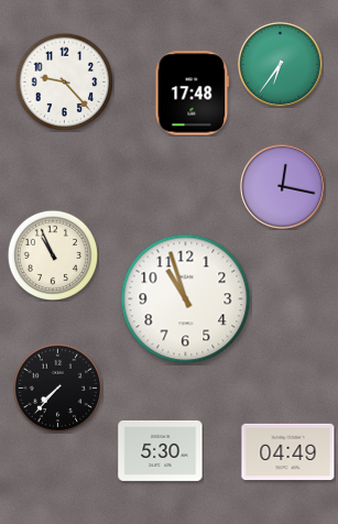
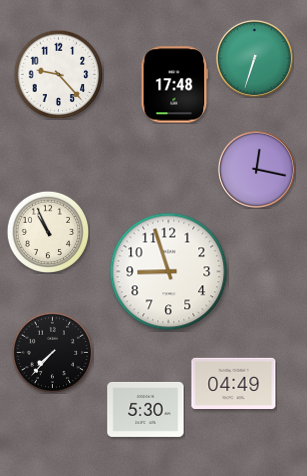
clock at (280, 64): 6:36 -> 6:33
clock at (186, 299): 10:57 -> 8:57
clock at (288, 452) position: (288, 452) -> (234, 384)
